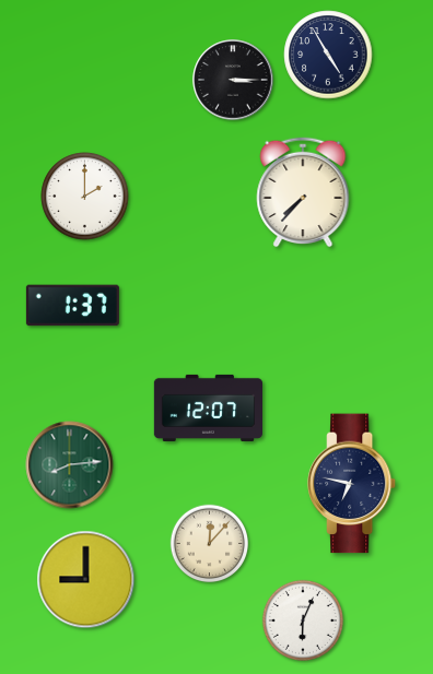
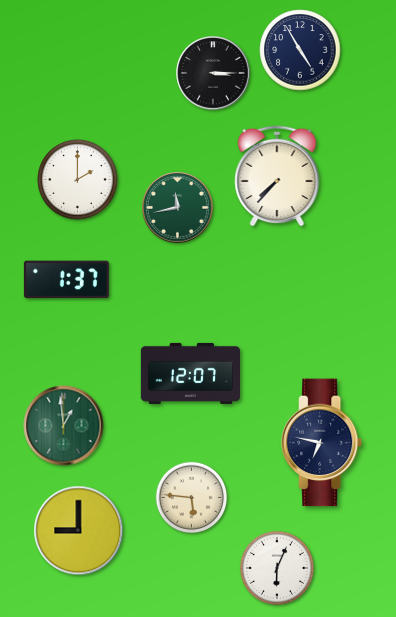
clock at (178, 208): none -> 11:43
clock at (70, 465): 8:14 -> 12:59
clock at (210, 544): 12:07 -> 5:46
